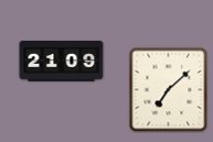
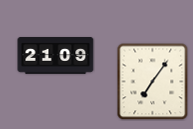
clock at (169, 89): 7:08 -> 7:06
